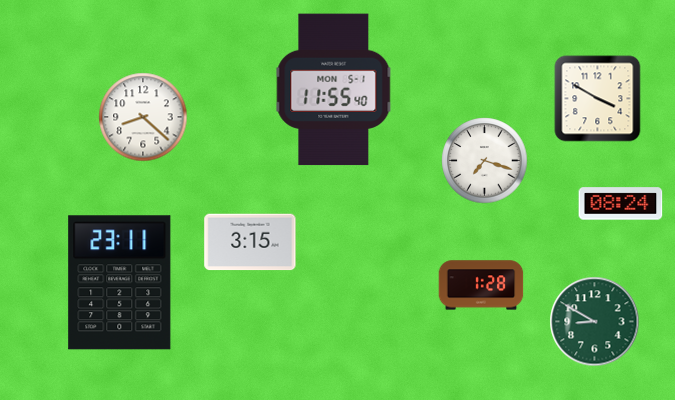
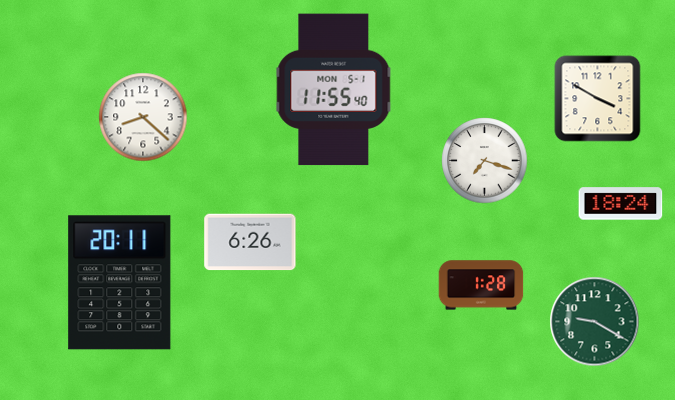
clock at (621, 204): 08:24 -> 18:24
clock at (250, 242): 3:15 -> 6:26
clock at (120, 283): 23:11 -> 20:11
clock at (595, 322): 8:50 -> 9:20
